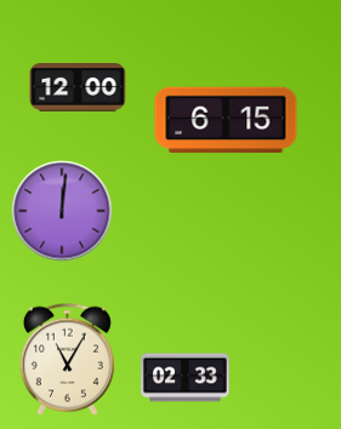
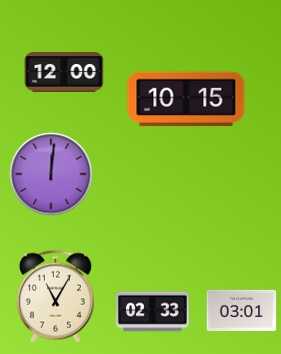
clock at (226, 120): 6:15 -> 10:15
clock at (242, 310): none -> 03:01
